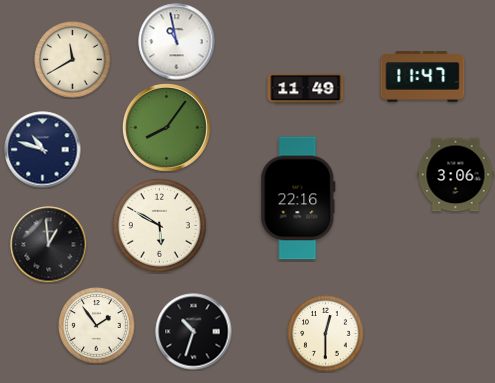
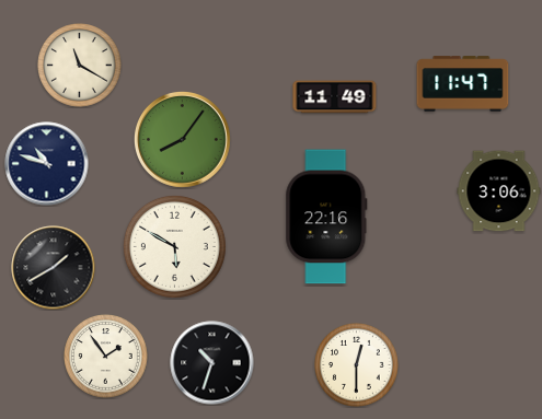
clock at (177, 42): 10:58 -> none
clock at (73, 60): 11:40 -> 11:20
clock at (49, 245): 12:59 -> 1:40
